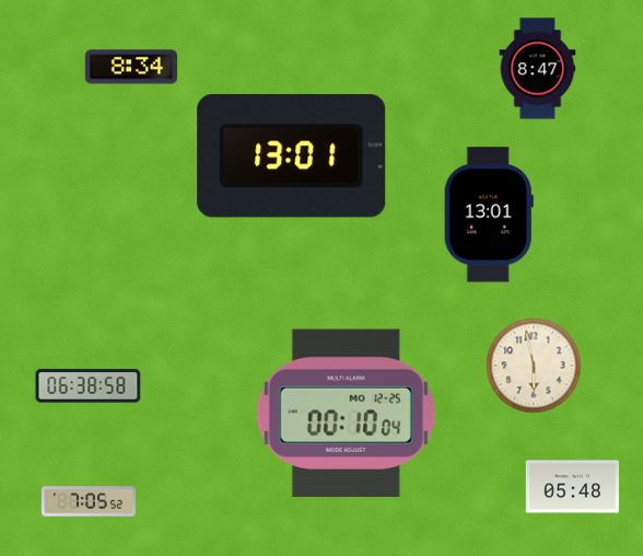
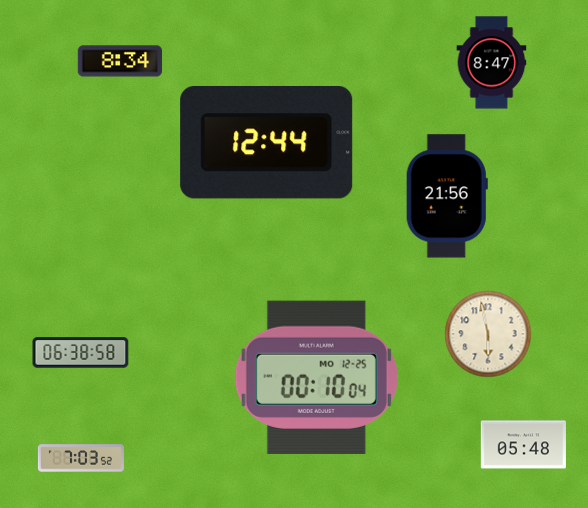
clock at (292, 155): 13:01 -> 12:44
clock at (489, 215): 13:01 -> 21:56
clock at (89, 501): 7:05 -> 7:03
